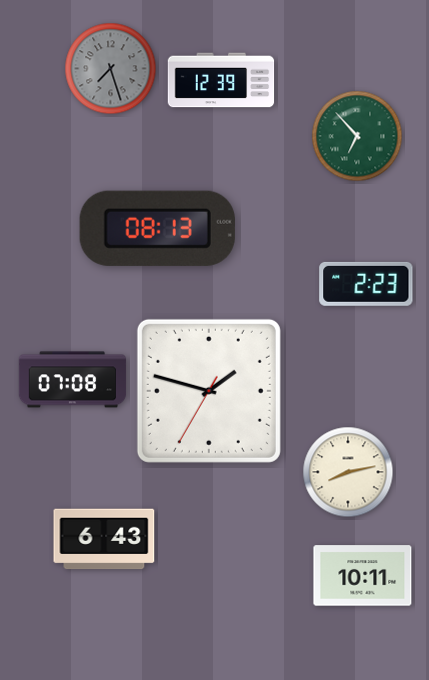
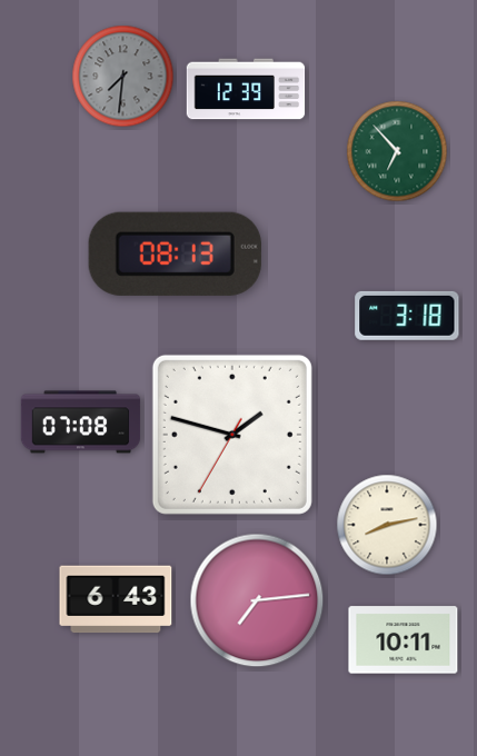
clock at (111, 69): 7:27 -> 7:31
clock at (366, 284): 2:23 -> 3:18
clock at (257, 600): none -> 7:14
